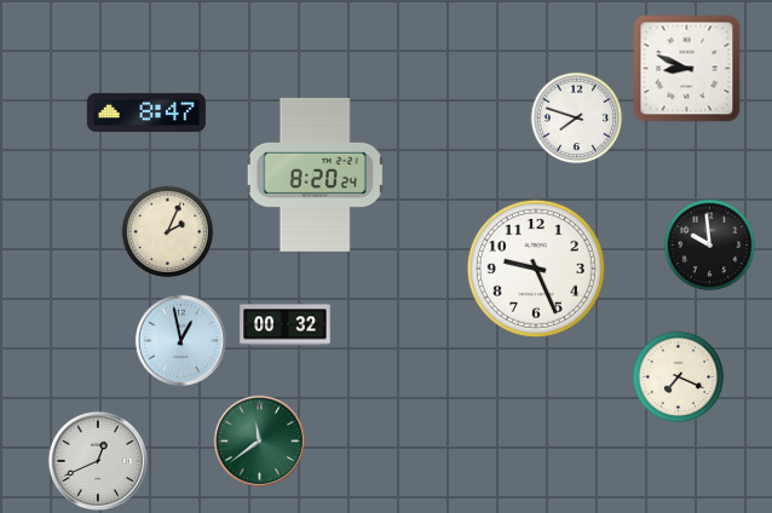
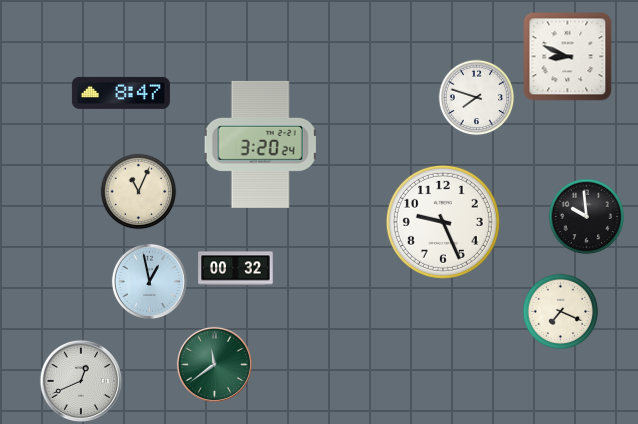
clock at (315, 174): 8:20 -> 3:20
clock at (168, 232): 2:04 -> 11:04
clock at (710, 246) position: (710, 246) -> (587, 217)
